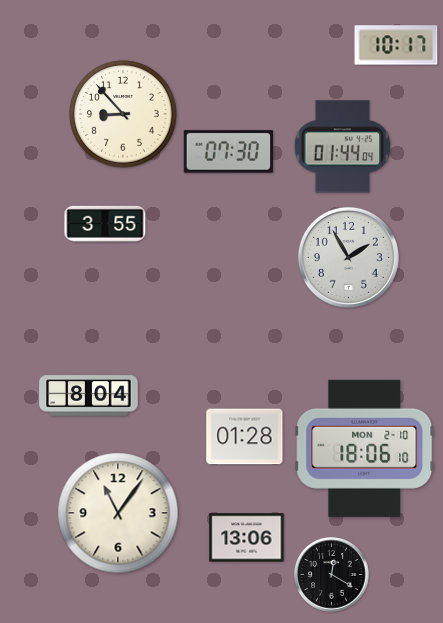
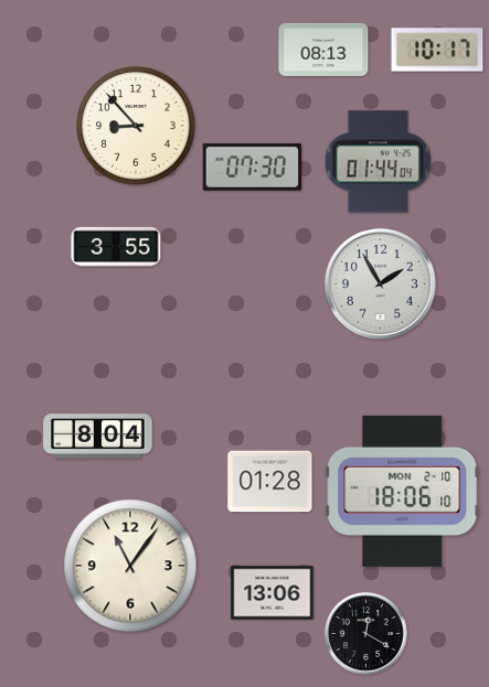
clock at (323, 50): none -> 08:13
clock at (348, 257) position: (348, 257) -> (380, 283)
clock at (365, 448) position: (365, 448) -> (403, 491)
